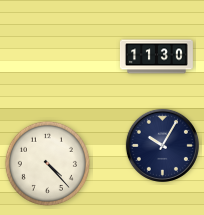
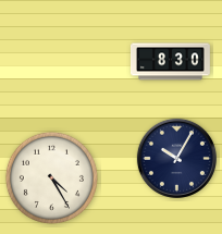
clock at (156, 57): 11:30 -> 8:30
clock at (47, 163): 4:23 -> 4:25
